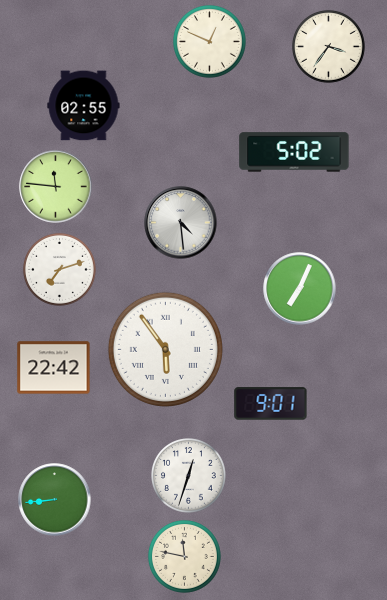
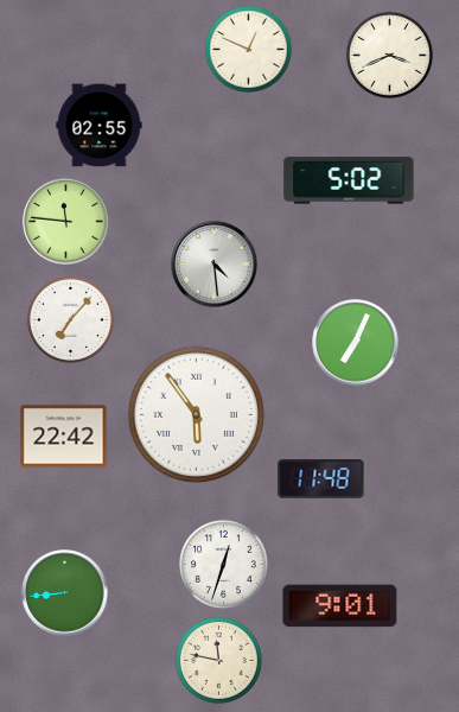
clock at (328, 46): 3:36 -> 3:41
clock at (59, 269): 7:12 -> 7:07
clock at (271, 404): 9:01 -> 11:48
clock at (340, 606): none -> 9:01
